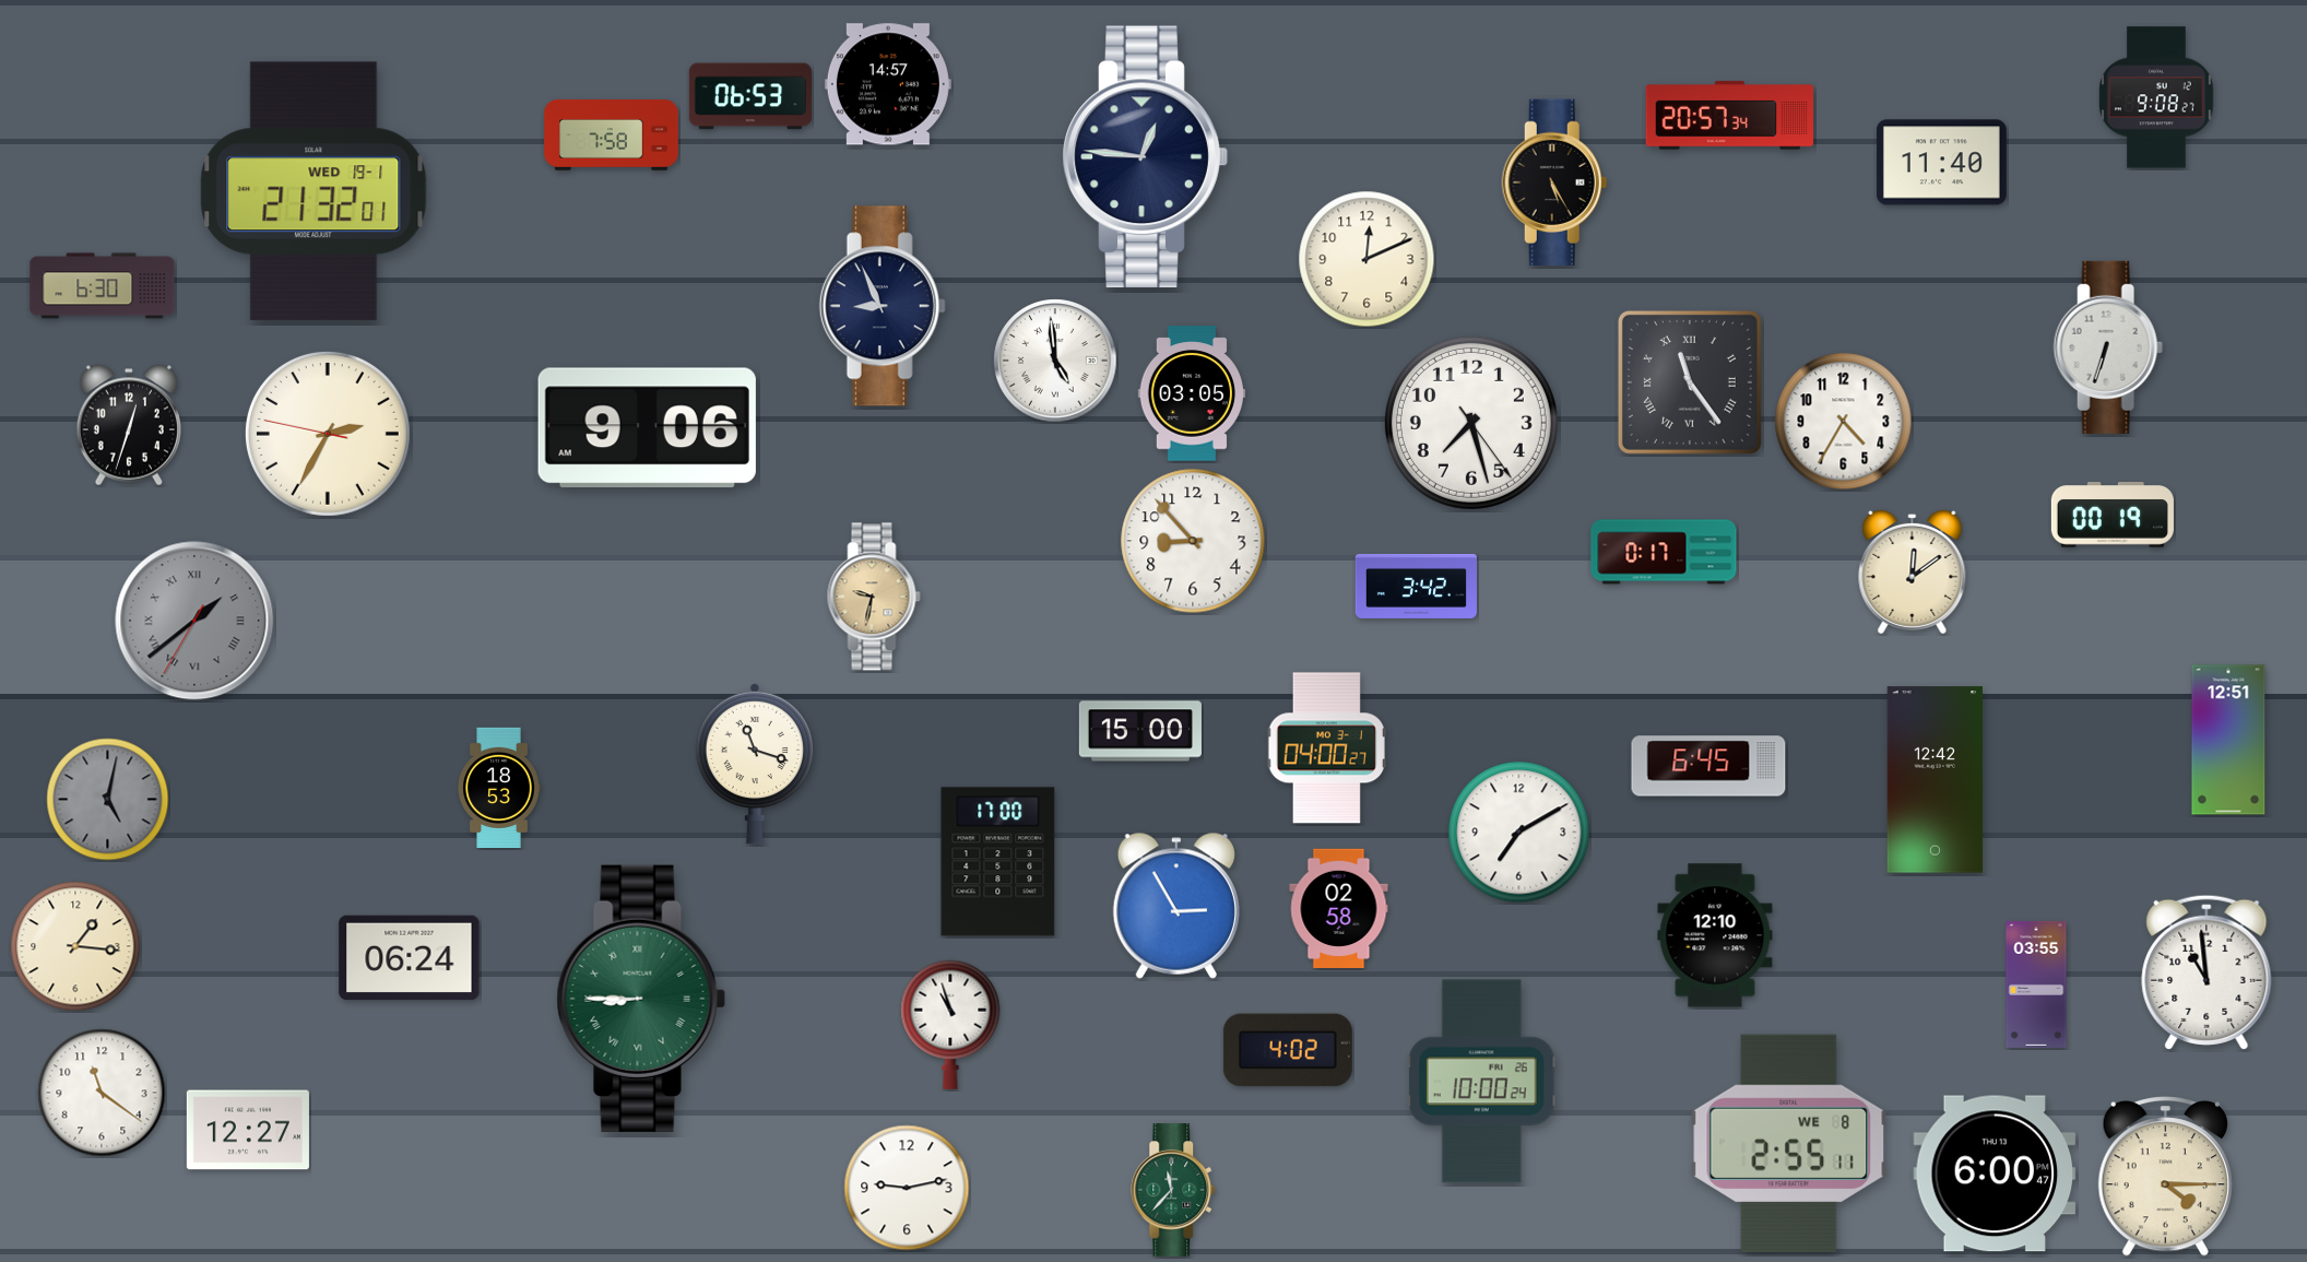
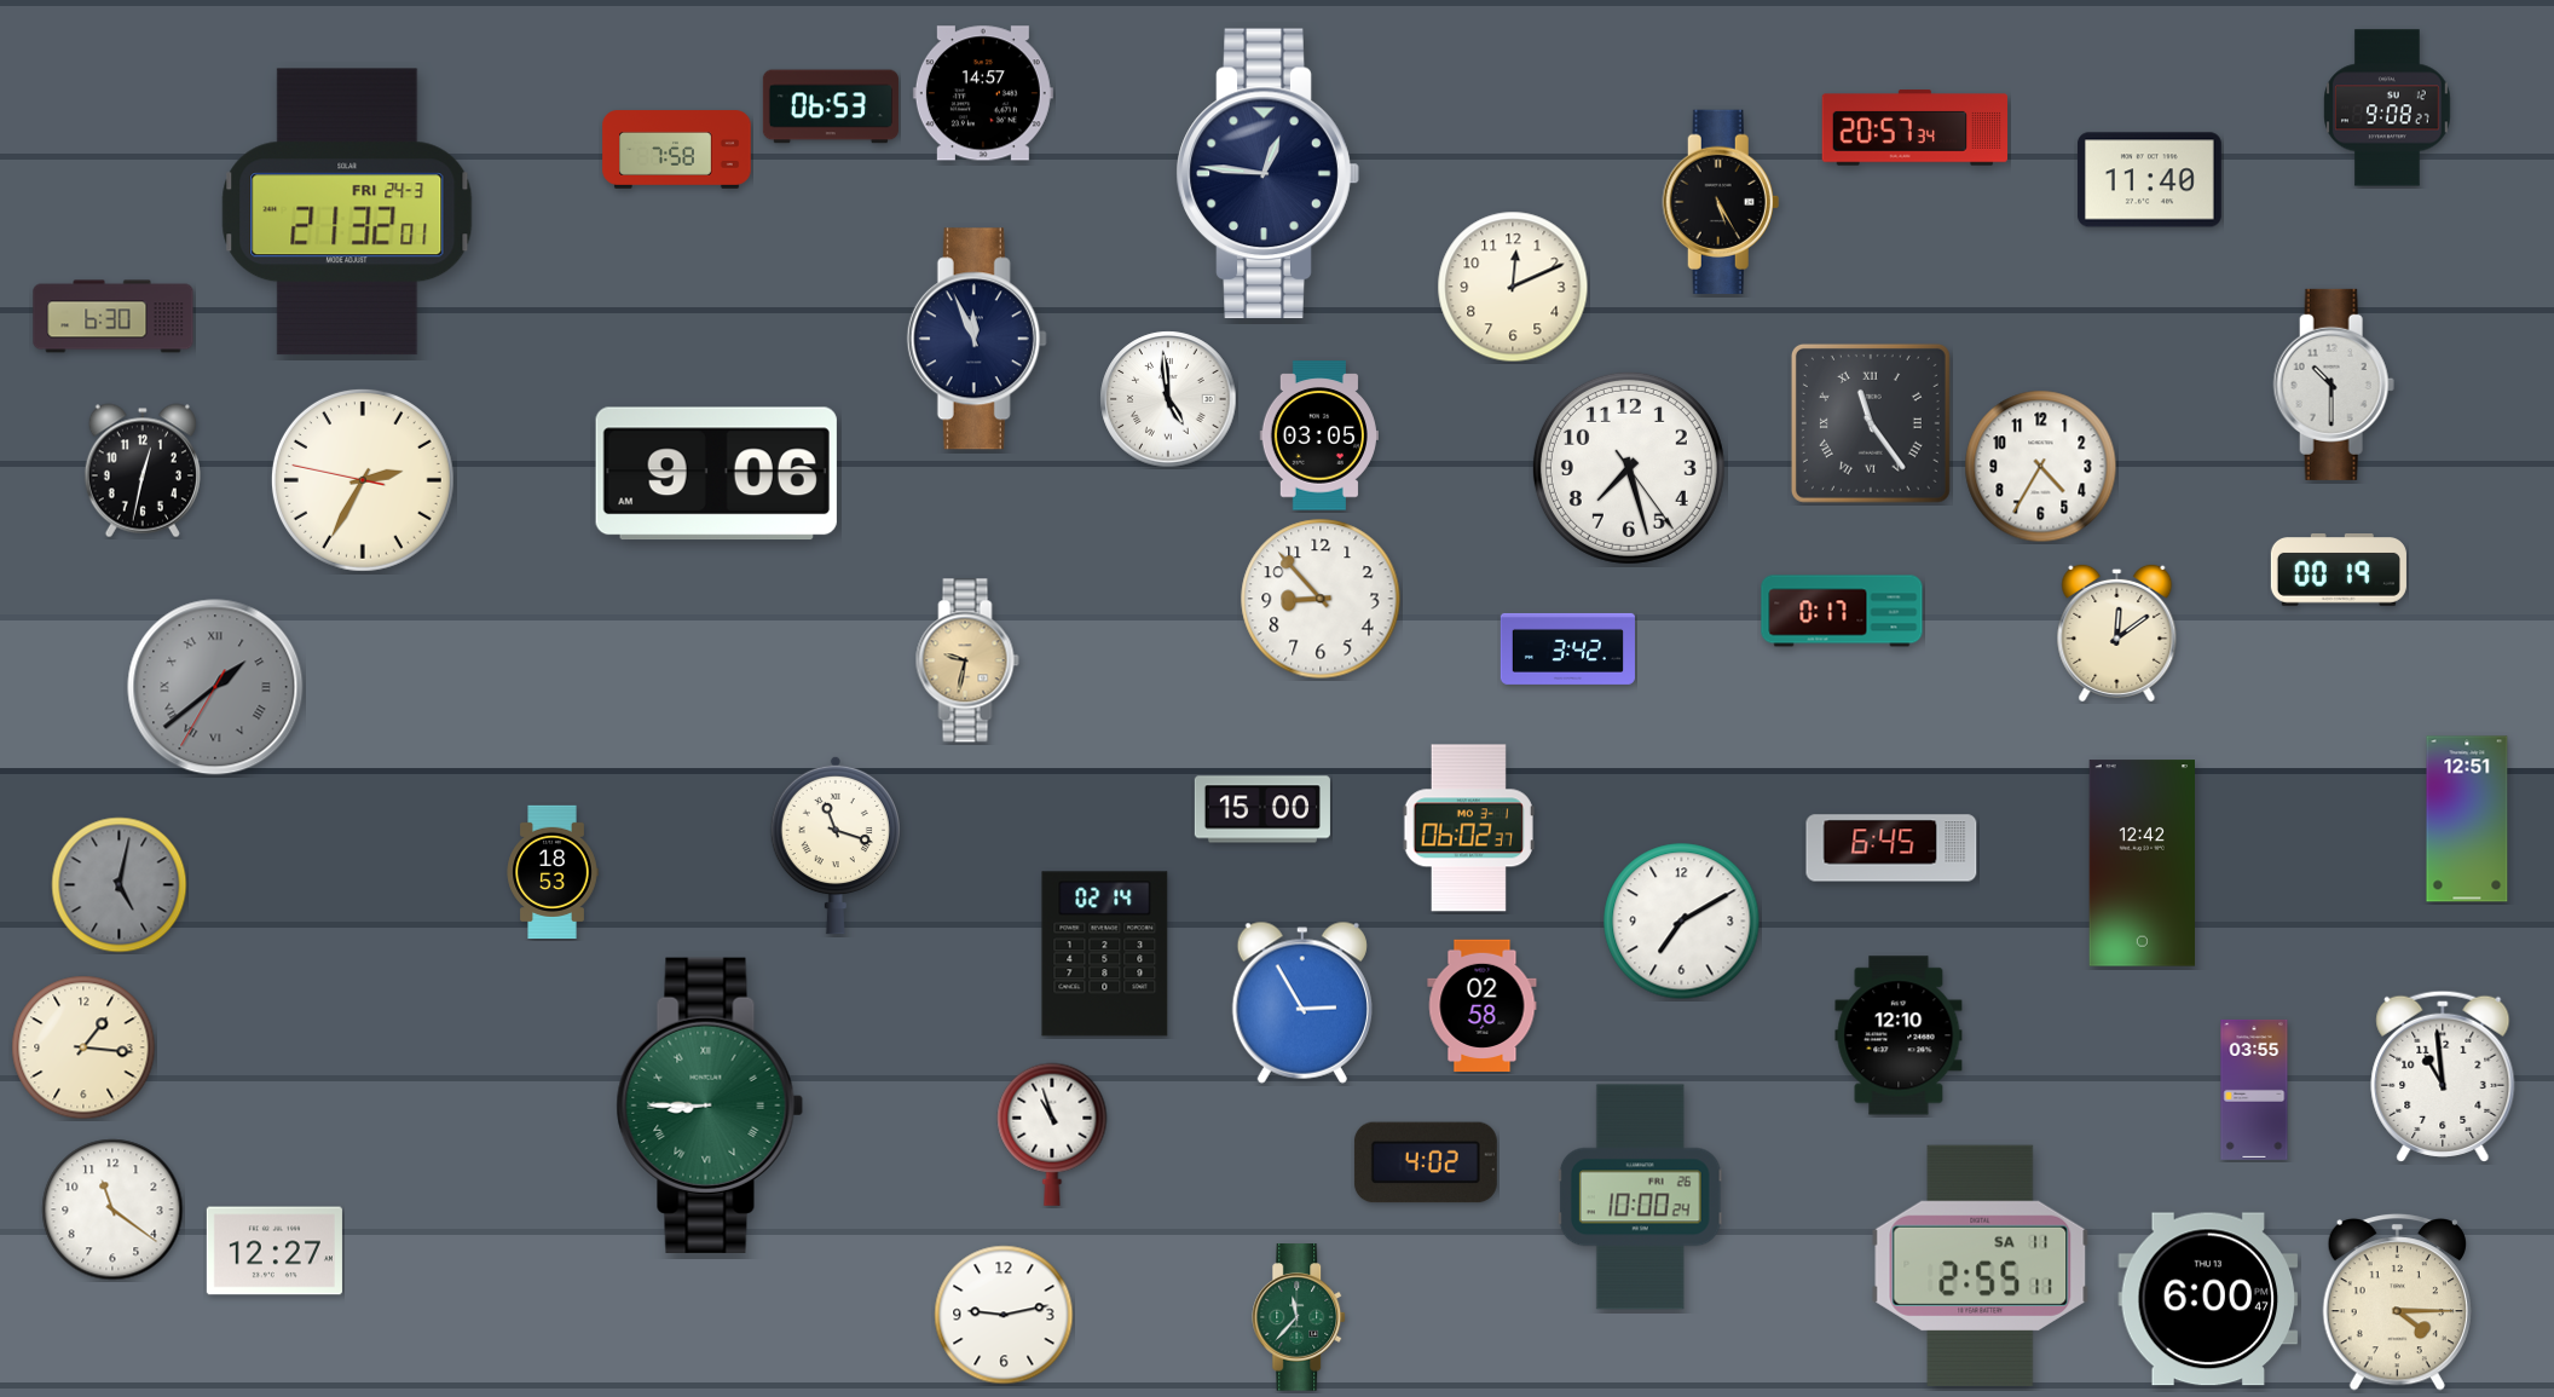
clock at (313, 191) date: WED 19-1 -> FRI 24-3
clock at (883, 306): 8:56 -> 11:56
clock at (2108, 347): 6:33 -> 10:30
clock at (129, 425): 12:33 -> 12:32
clock at (1326, 748): 04:00 -> 06:02
clock at (998, 862): 17:00 -> 02:14
clock at (410, 958): 06:24 -> none
clock at (1789, 1143) date: WE 8 -> SA 11
